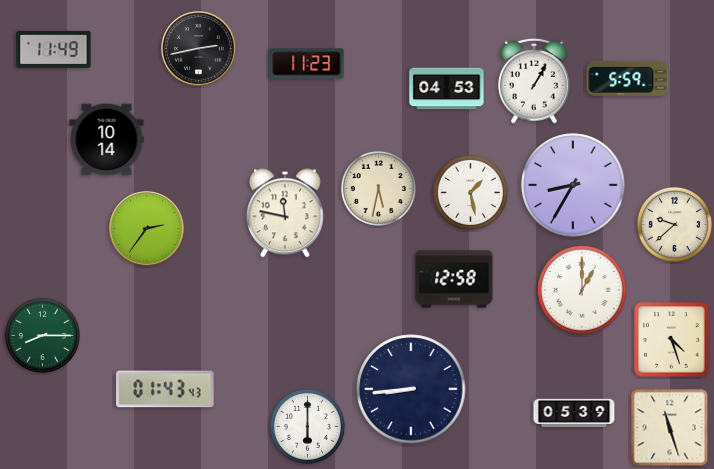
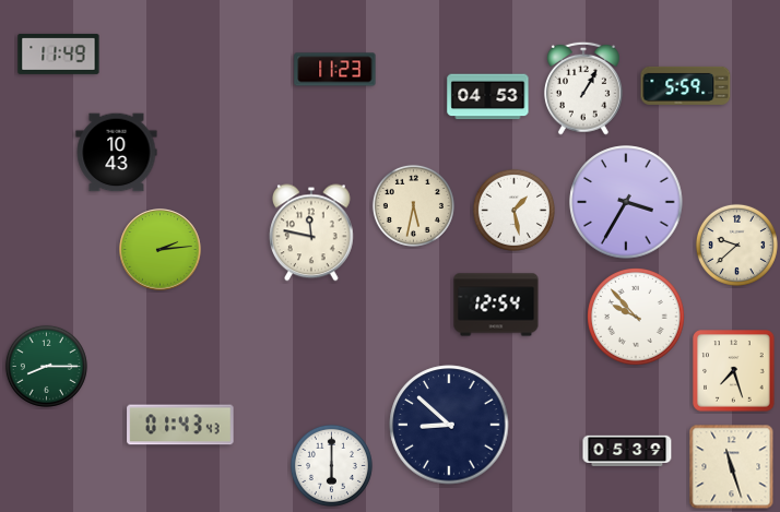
clock at (199, 49): 2:43 -> none
clock at (107, 140): 10:14 -> 10:43
clock at (573, 185): 8:35 -> 3:35
clock at (147, 229): 2:36 -> 2:14
clock at (454, 279): 12:58 -> 12:54
clock at (583, 291): 1:00 -> 9:53
clock at (672, 340): 4:27 -> 7:27
clock at (411, 389): 8:44 -> 8:52
clock at (307, 426) position: (307, 426) -> (331, 465)
